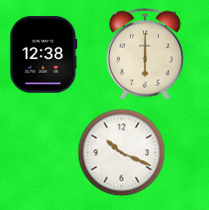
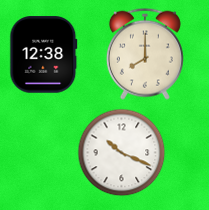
clock at (145, 54): 6:00 -> 8:00
